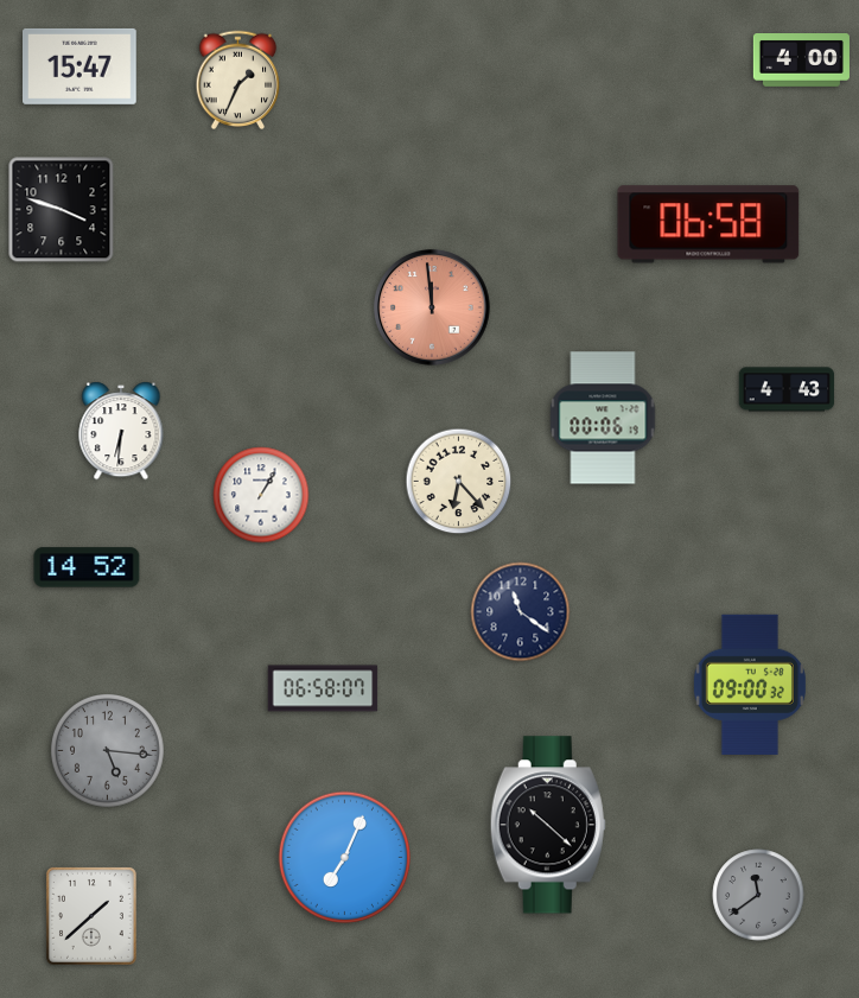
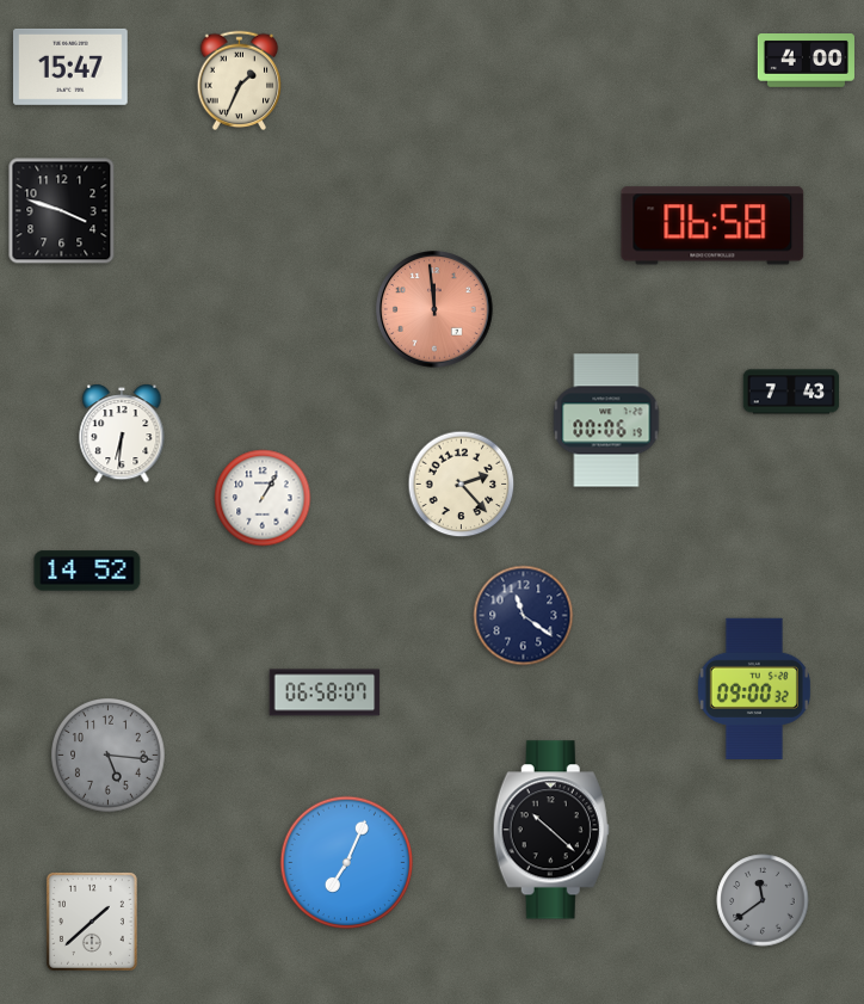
clock at (81, 66) position: (81, 66) -> (72, 67)
clock at (787, 389): 4:43 -> 7:43
clock at (459, 482): 6:23 -> 2:23
